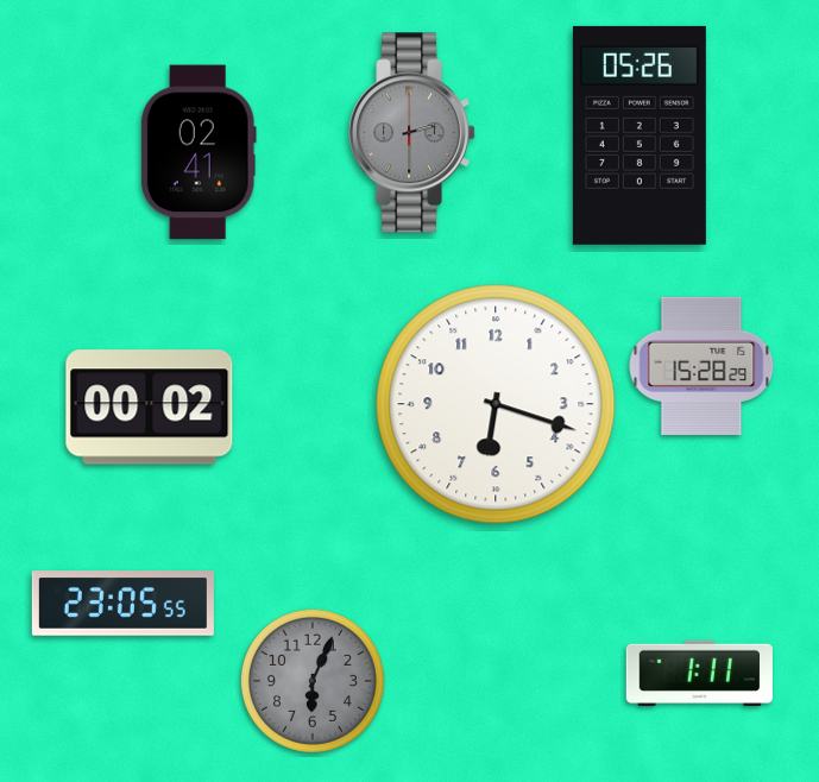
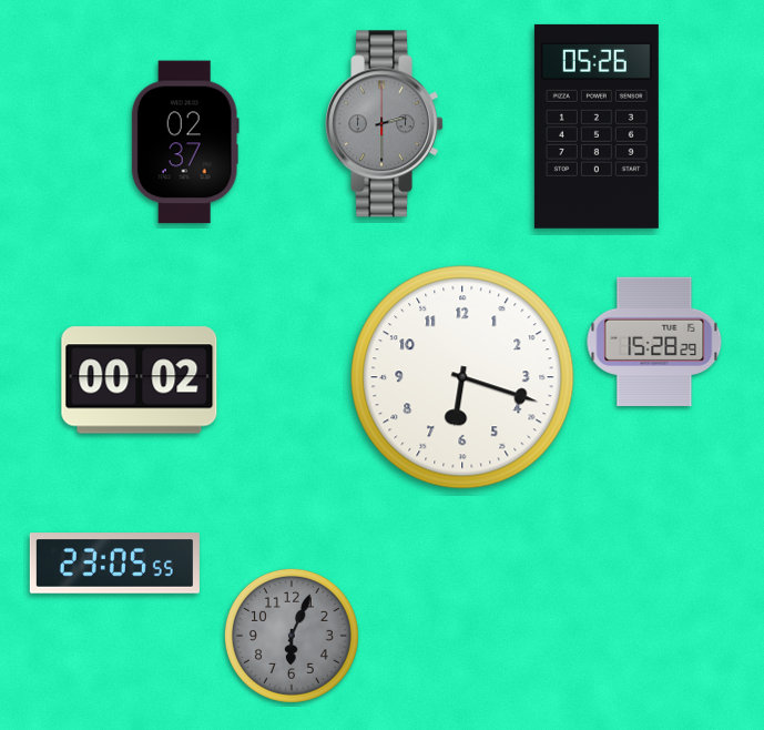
clock at (199, 152): 02:41 -> 02:37
clock at (699, 673): 1:11 -> none
